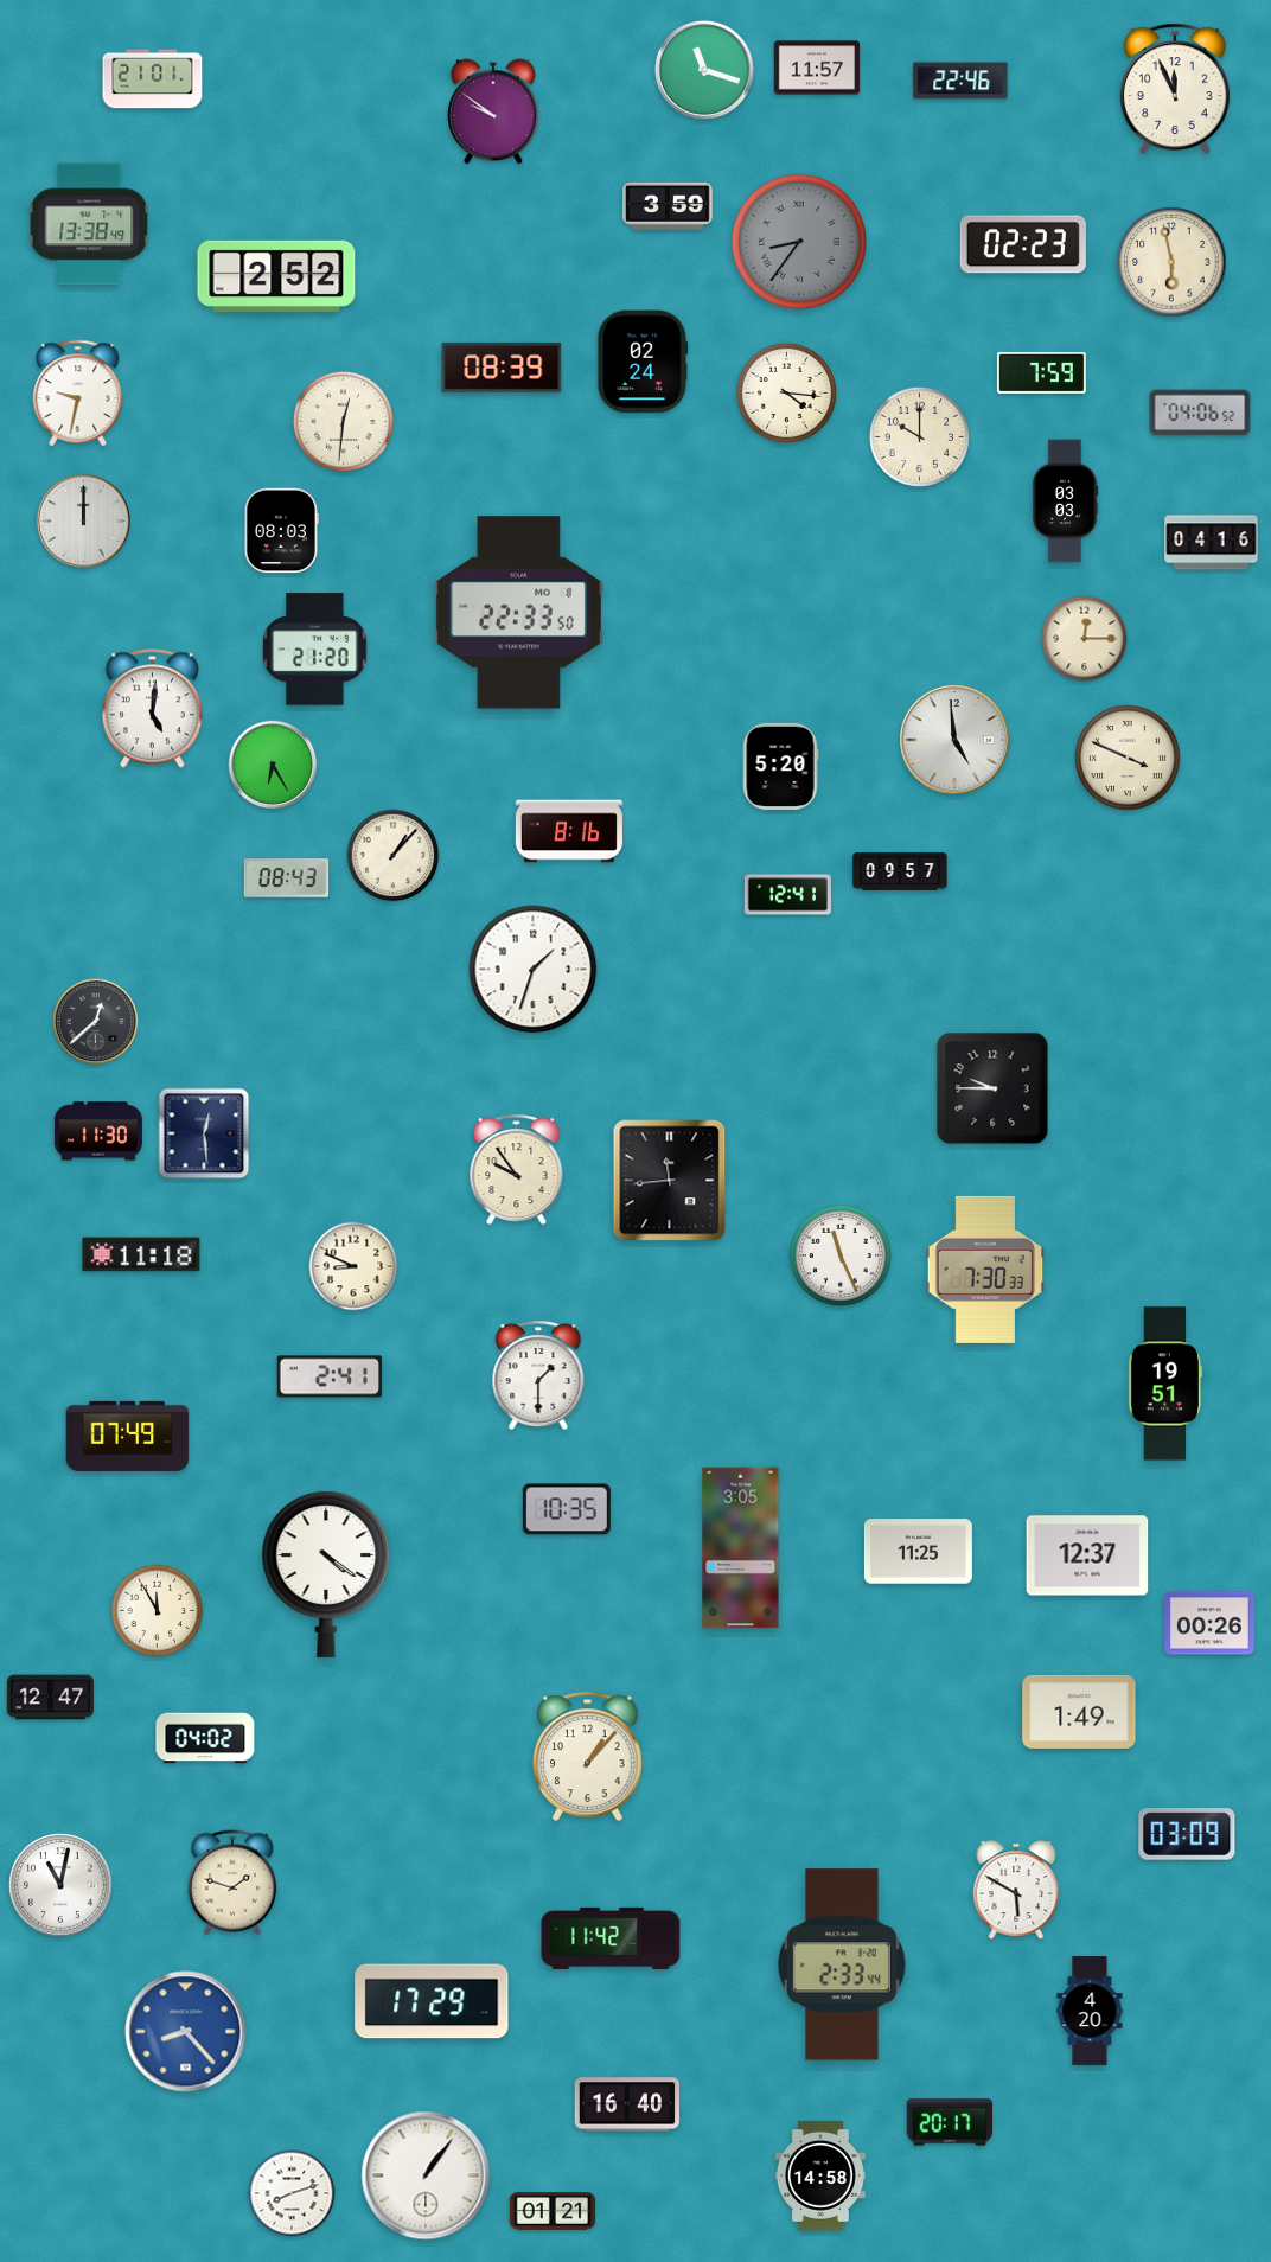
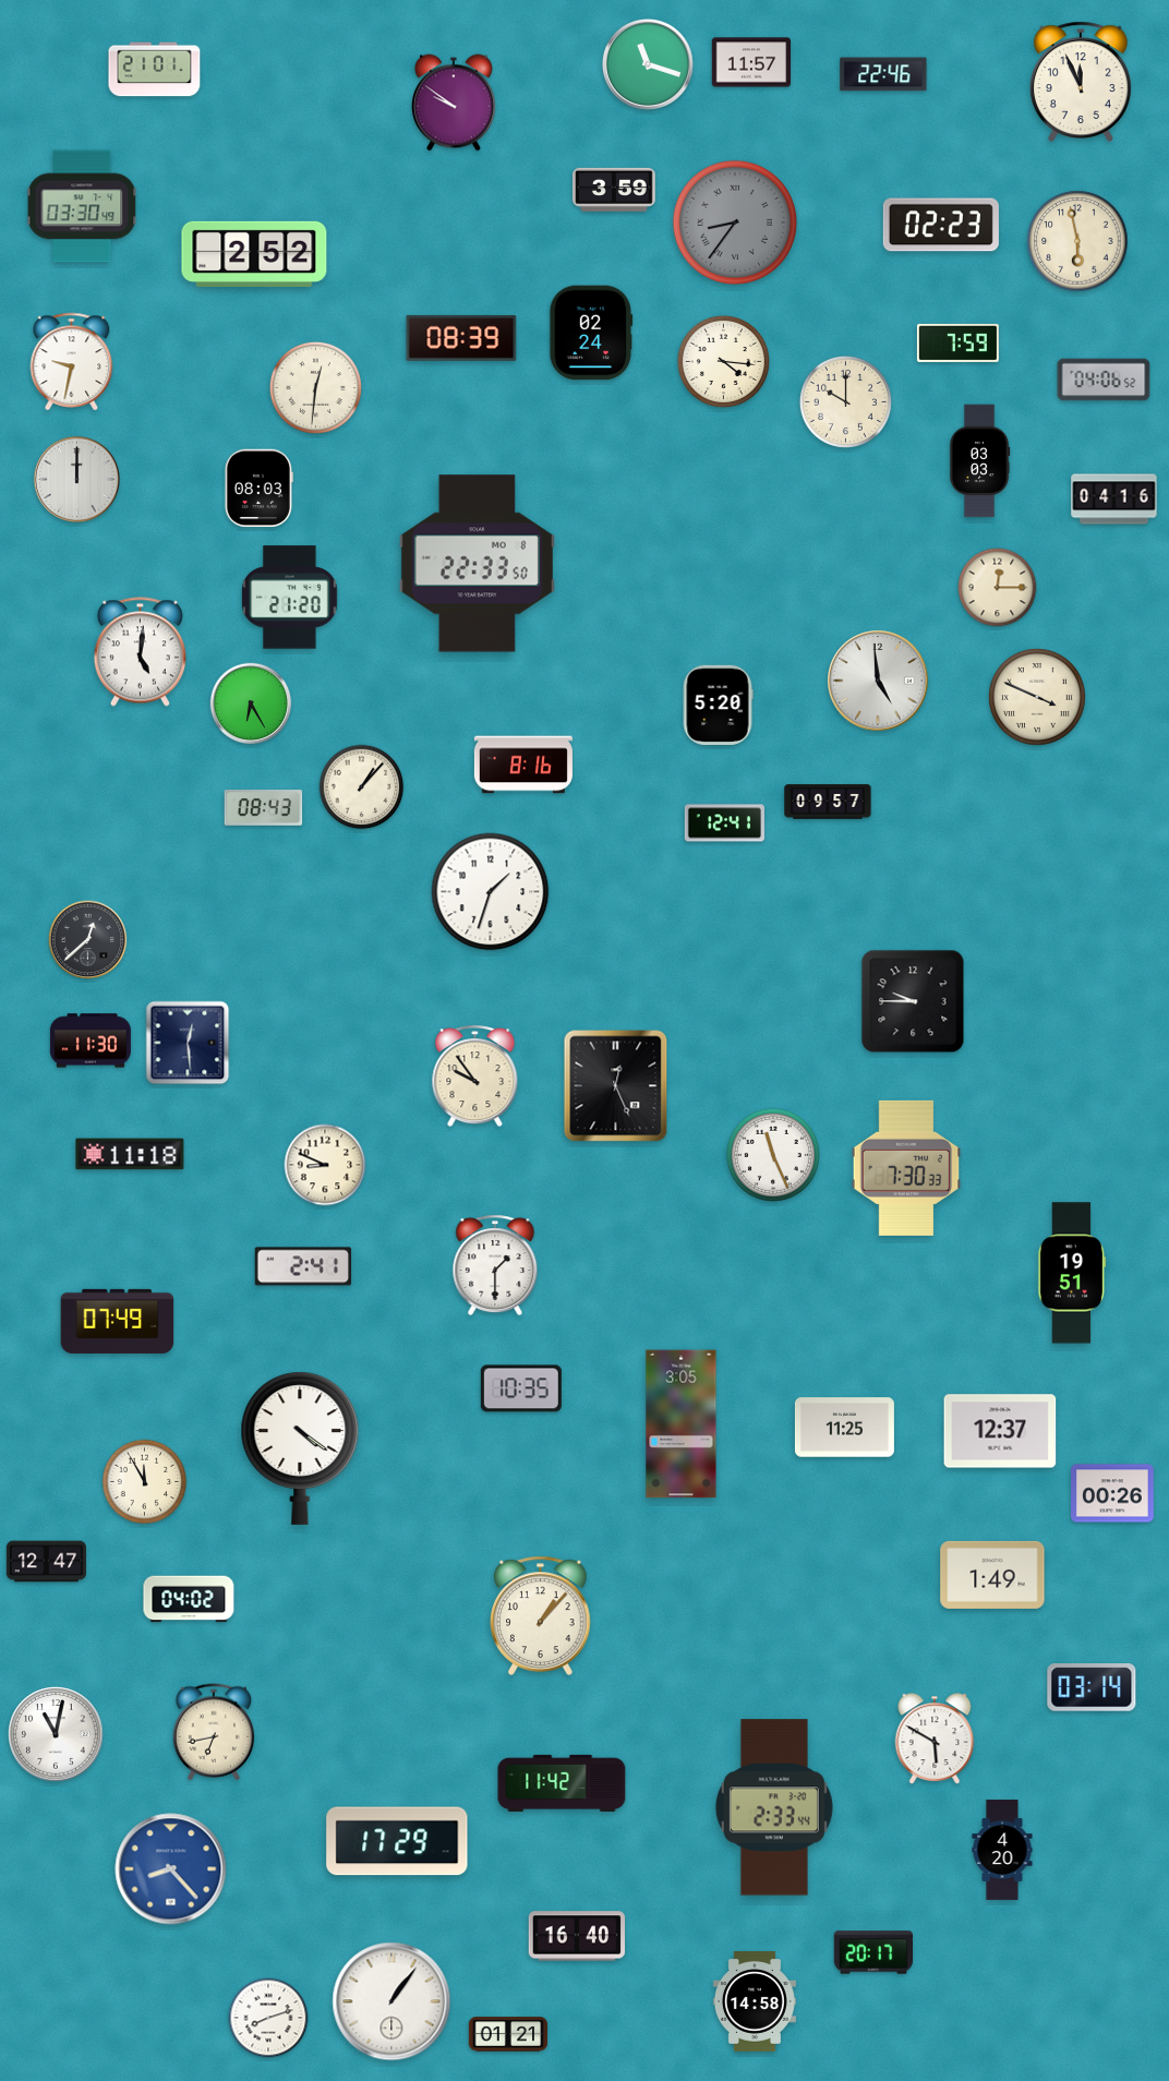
clock at (153, 79) position: (153, 79) -> (155, 70)
clock at (89, 224): 13:38 -> 03:30
clock at (670, 1181): 11:44 -> 12:26
clock at (1187, 1835): 03:09 -> 03:14
clock at (232, 1883): 1:48 -> 6:43
